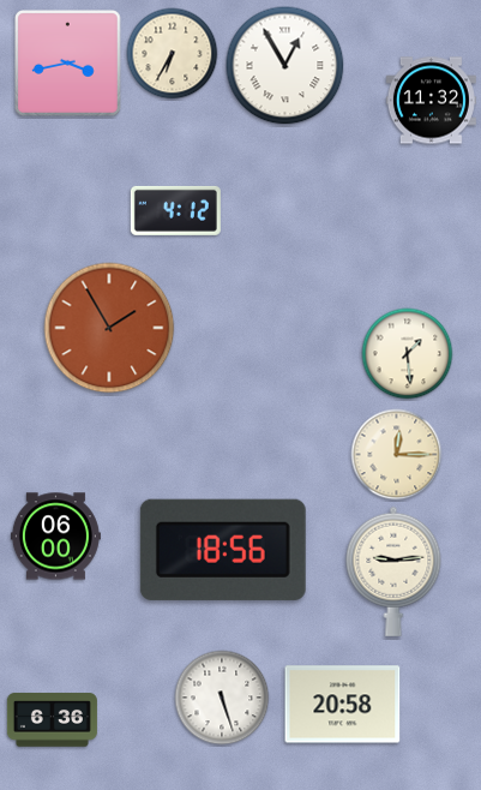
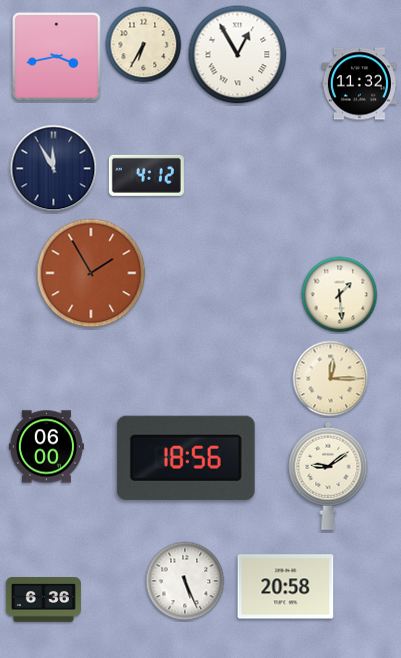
clock at (68, 64) position: (68, 64) -> (57, 57)
clock at (54, 169): none -> 11:55
clock at (393, 571): 9:14 -> 9:09
clock at (222, 698): 5:27 -> 5:26
